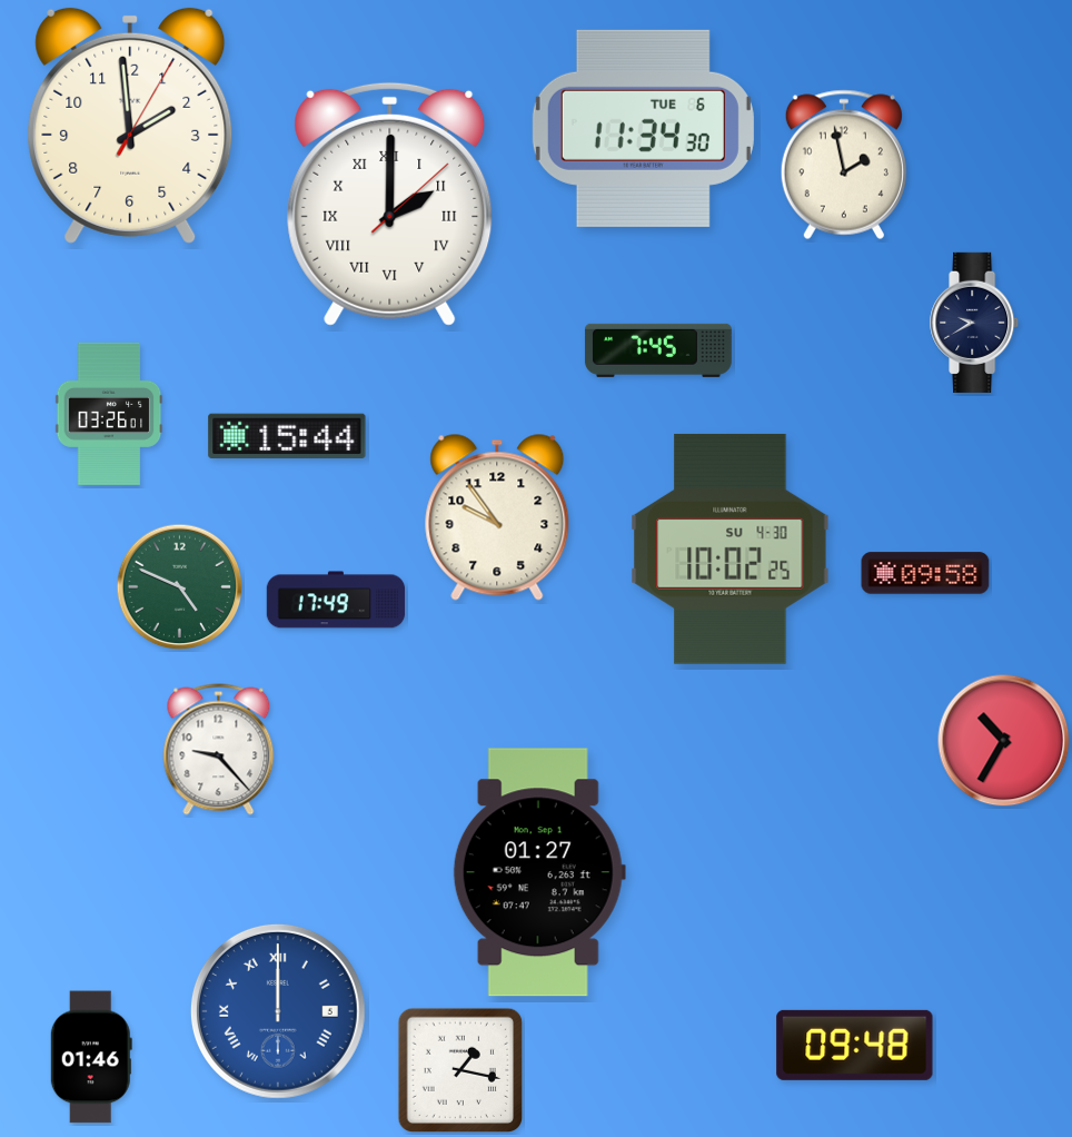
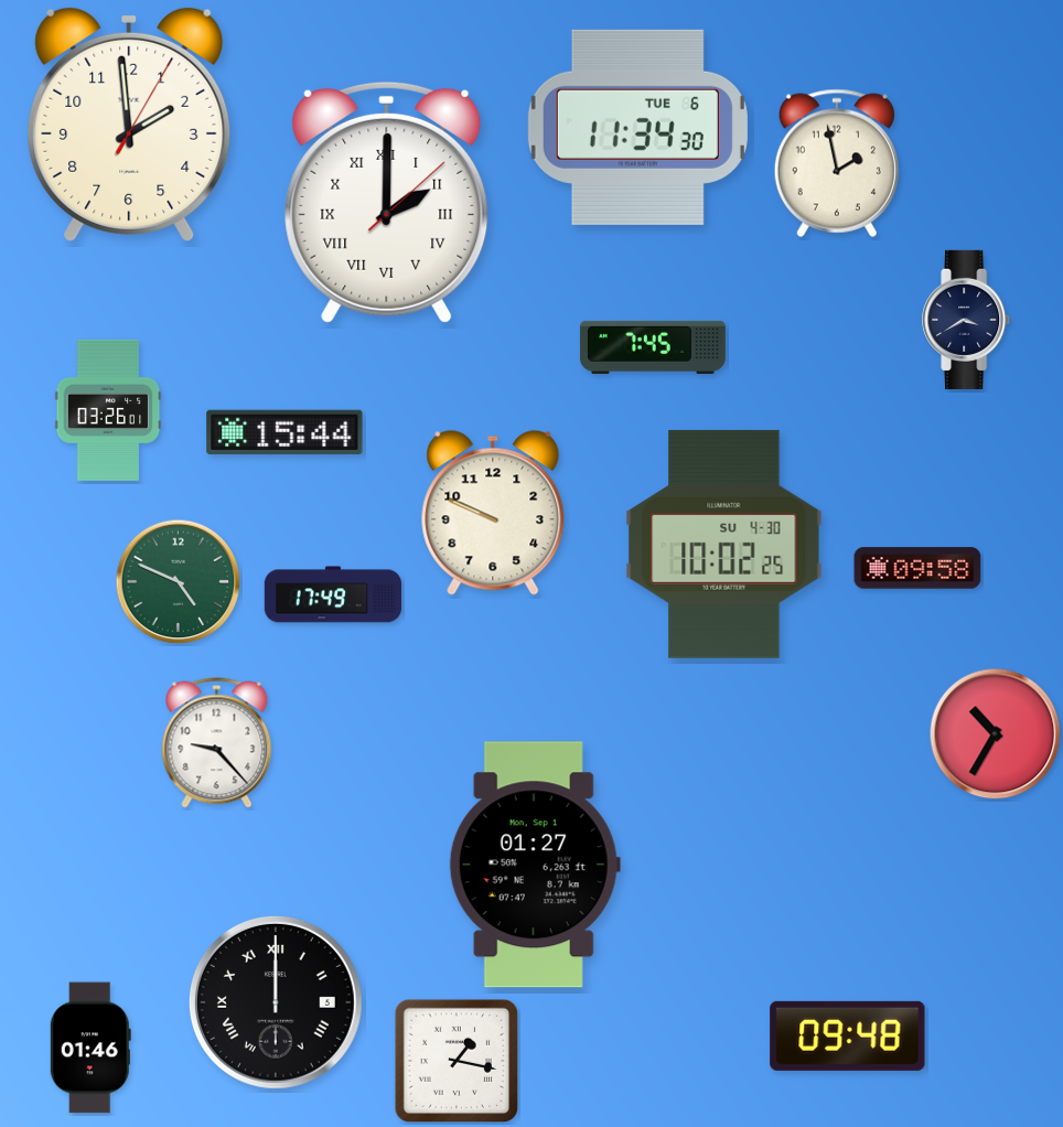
clock at (975, 323): 9:40 -> 3:40
clock at (497, 517): 9:54 -> 9:49
clock at (278, 1011) dial: blue -> black
